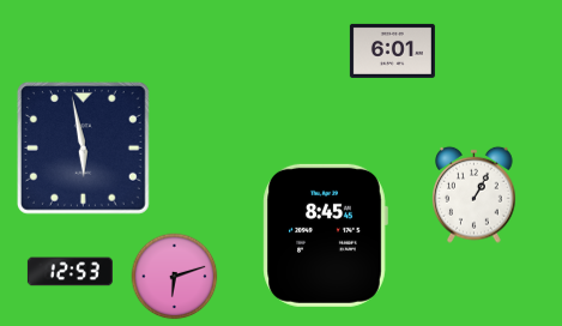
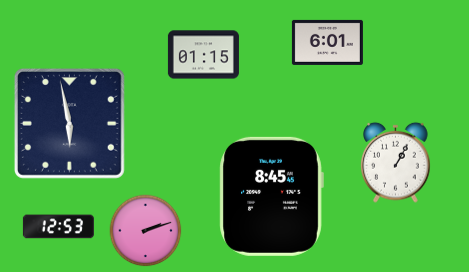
clock at (203, 55): none -> 01:15
clock at (175, 277): 6:12 -> 2:12
